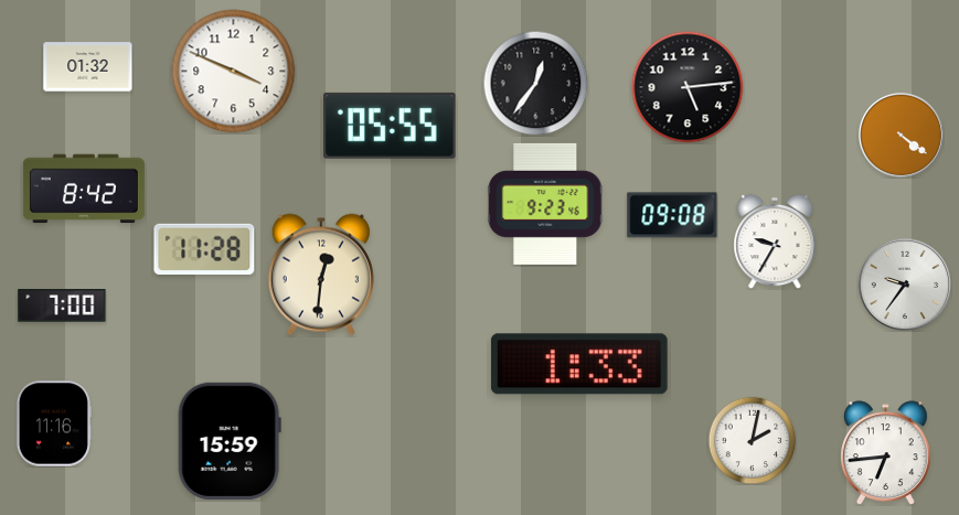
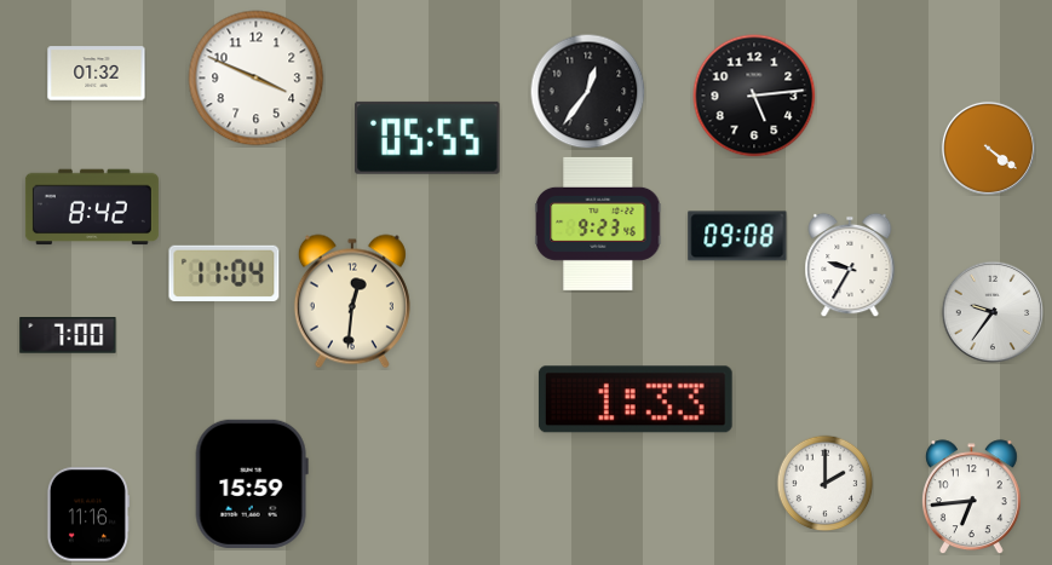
clock at (204, 249): 11:28 -> 11:04
clock at (53, 423) position: (53, 423) -> (87, 514)
clock at (752, 440): 2:02 -> 2:00
